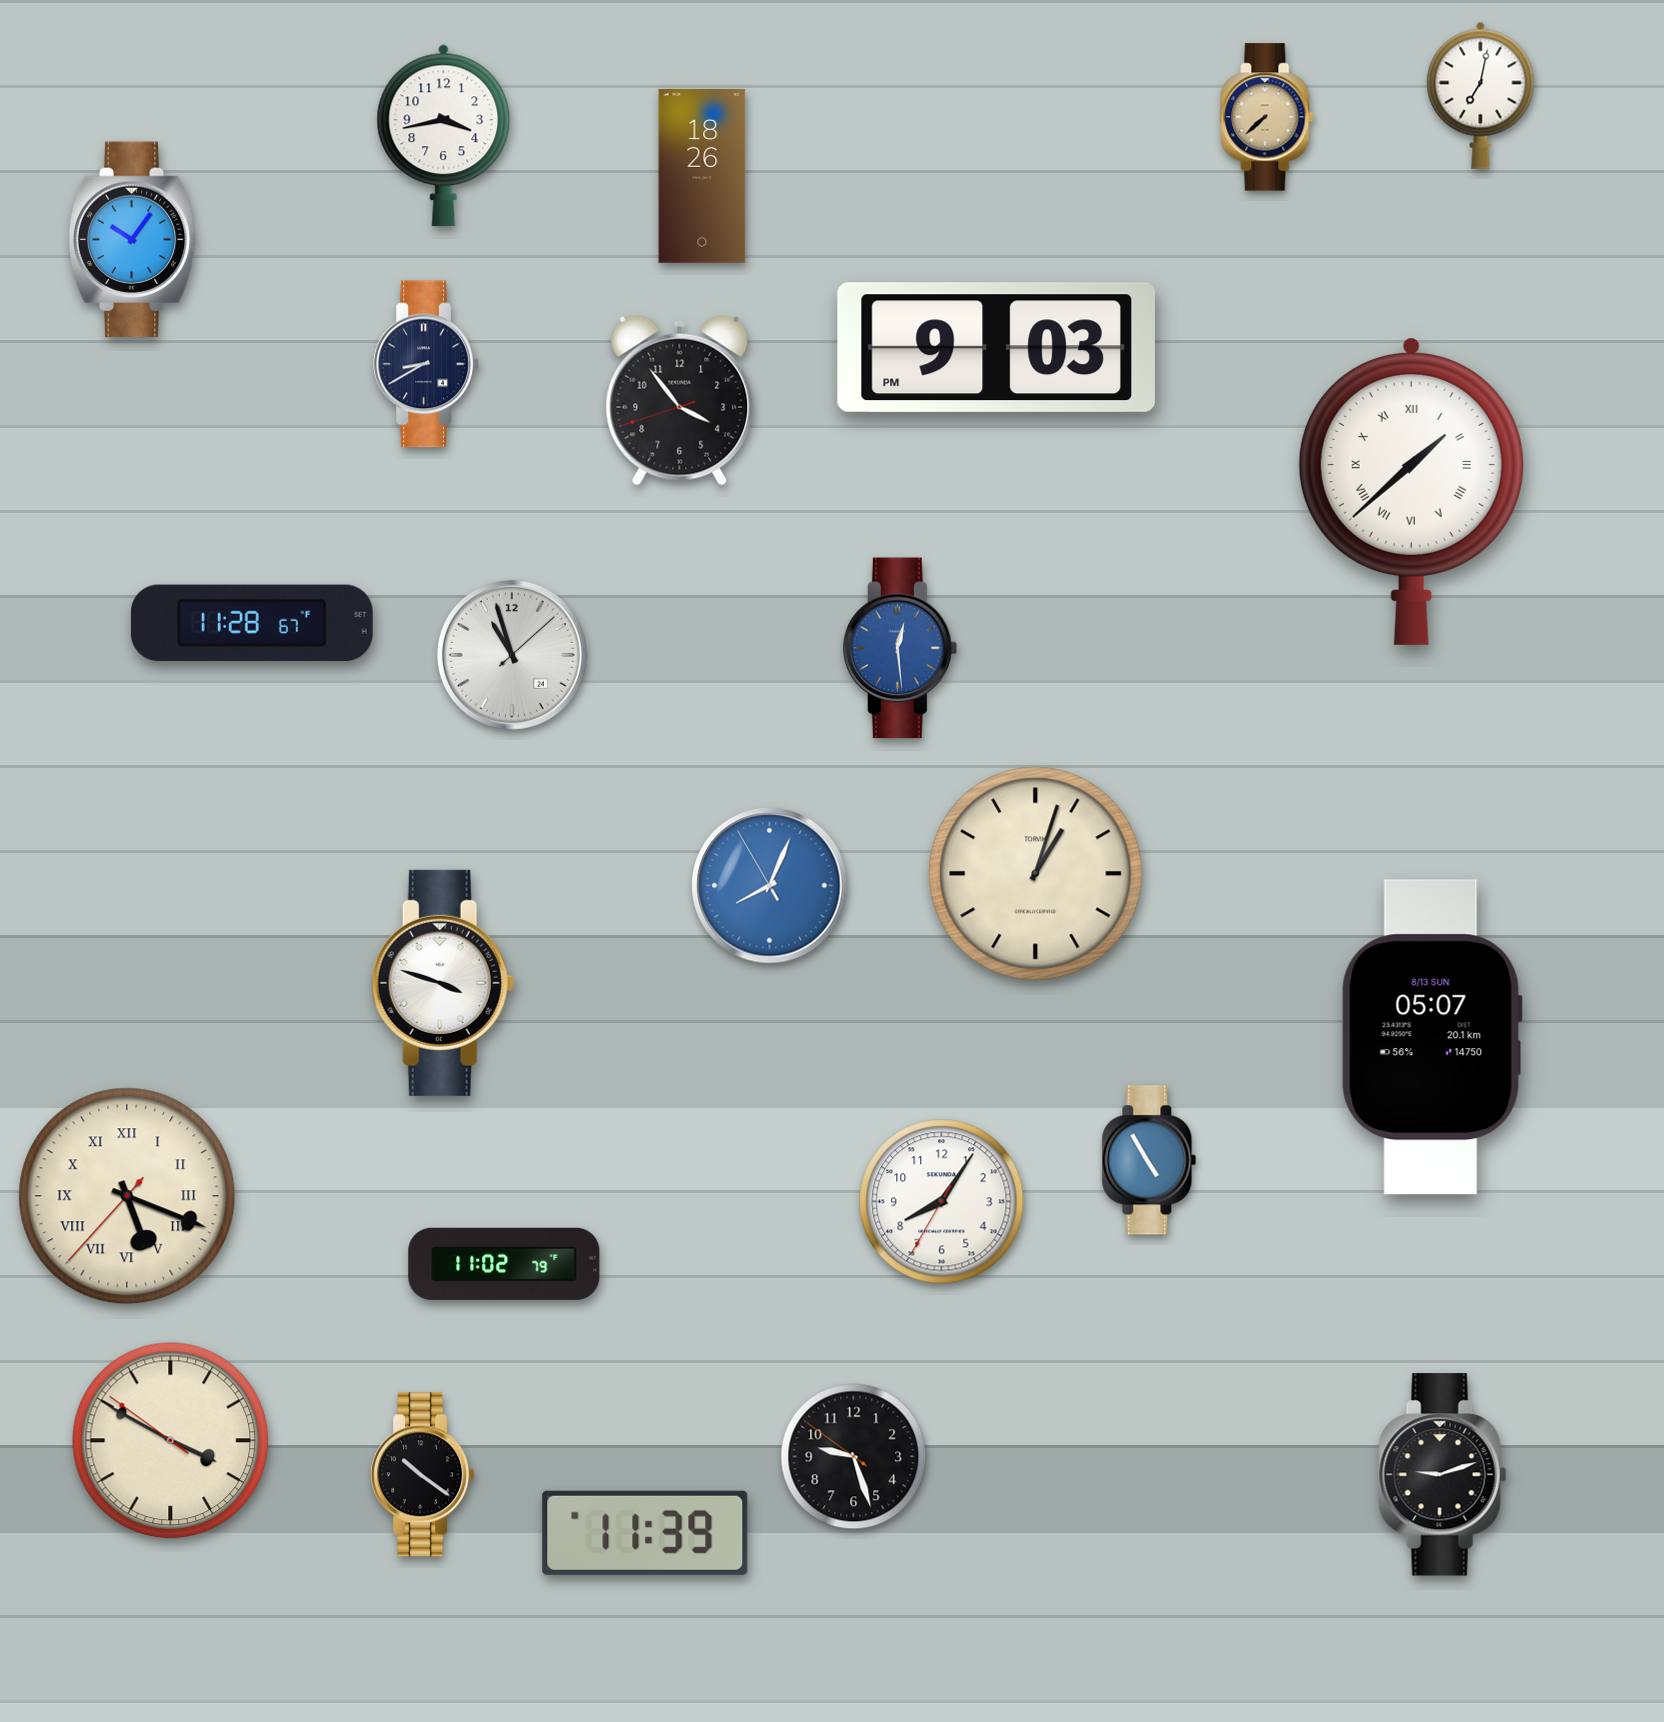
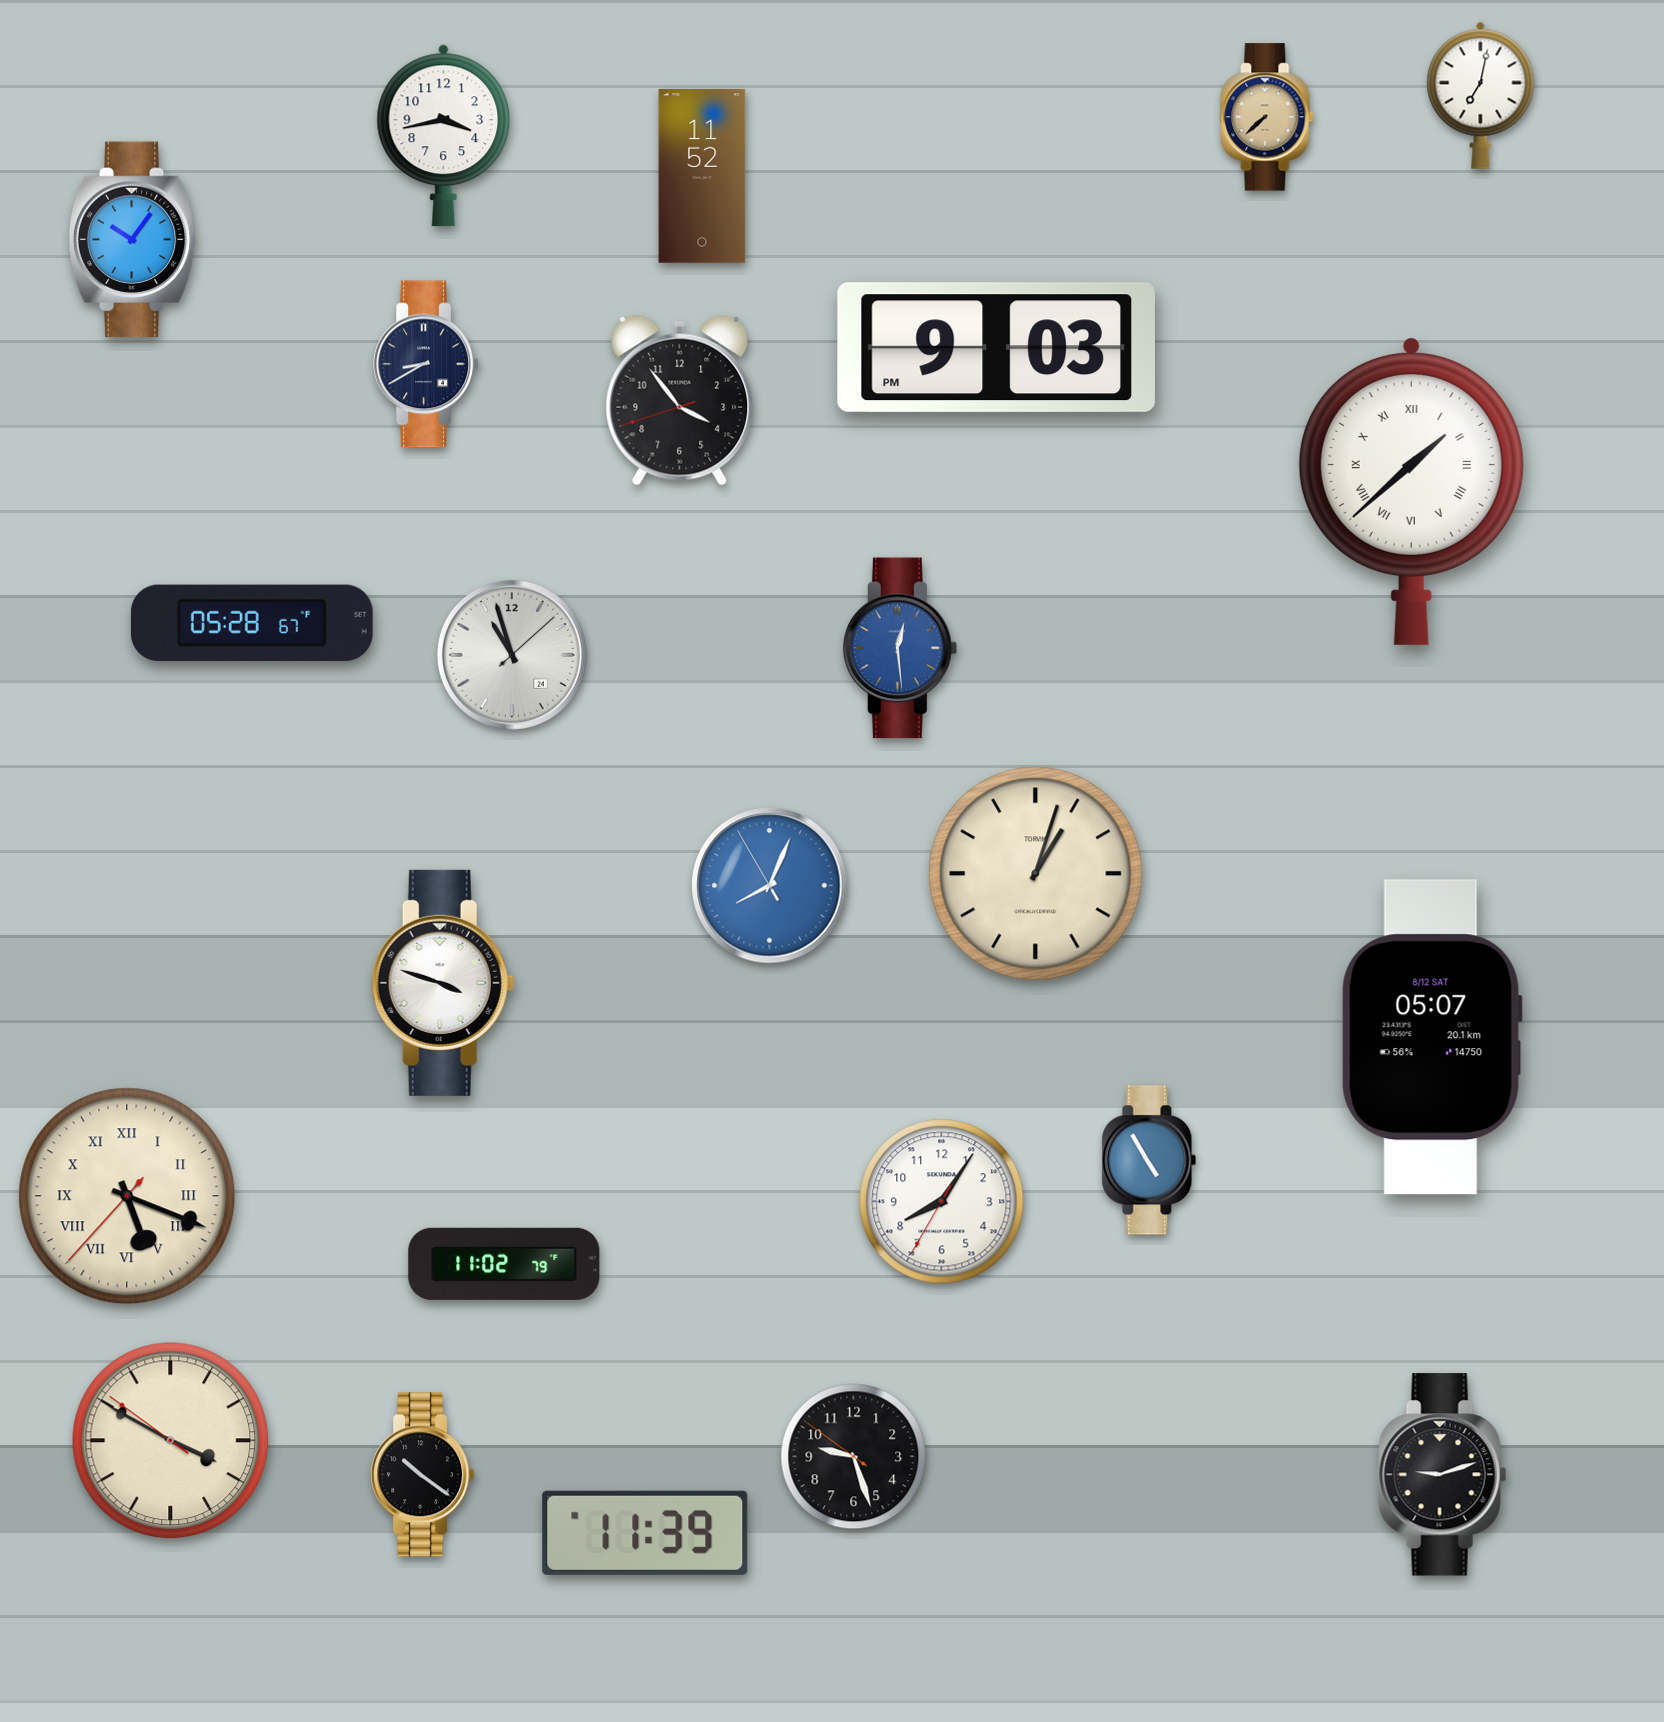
clock at (702, 176): 18:26 -> 11:52
clock at (252, 623): 11:28 -> 05:28
clock at (1432, 1037) date: 8/13 SUN -> 8/12 SAT
